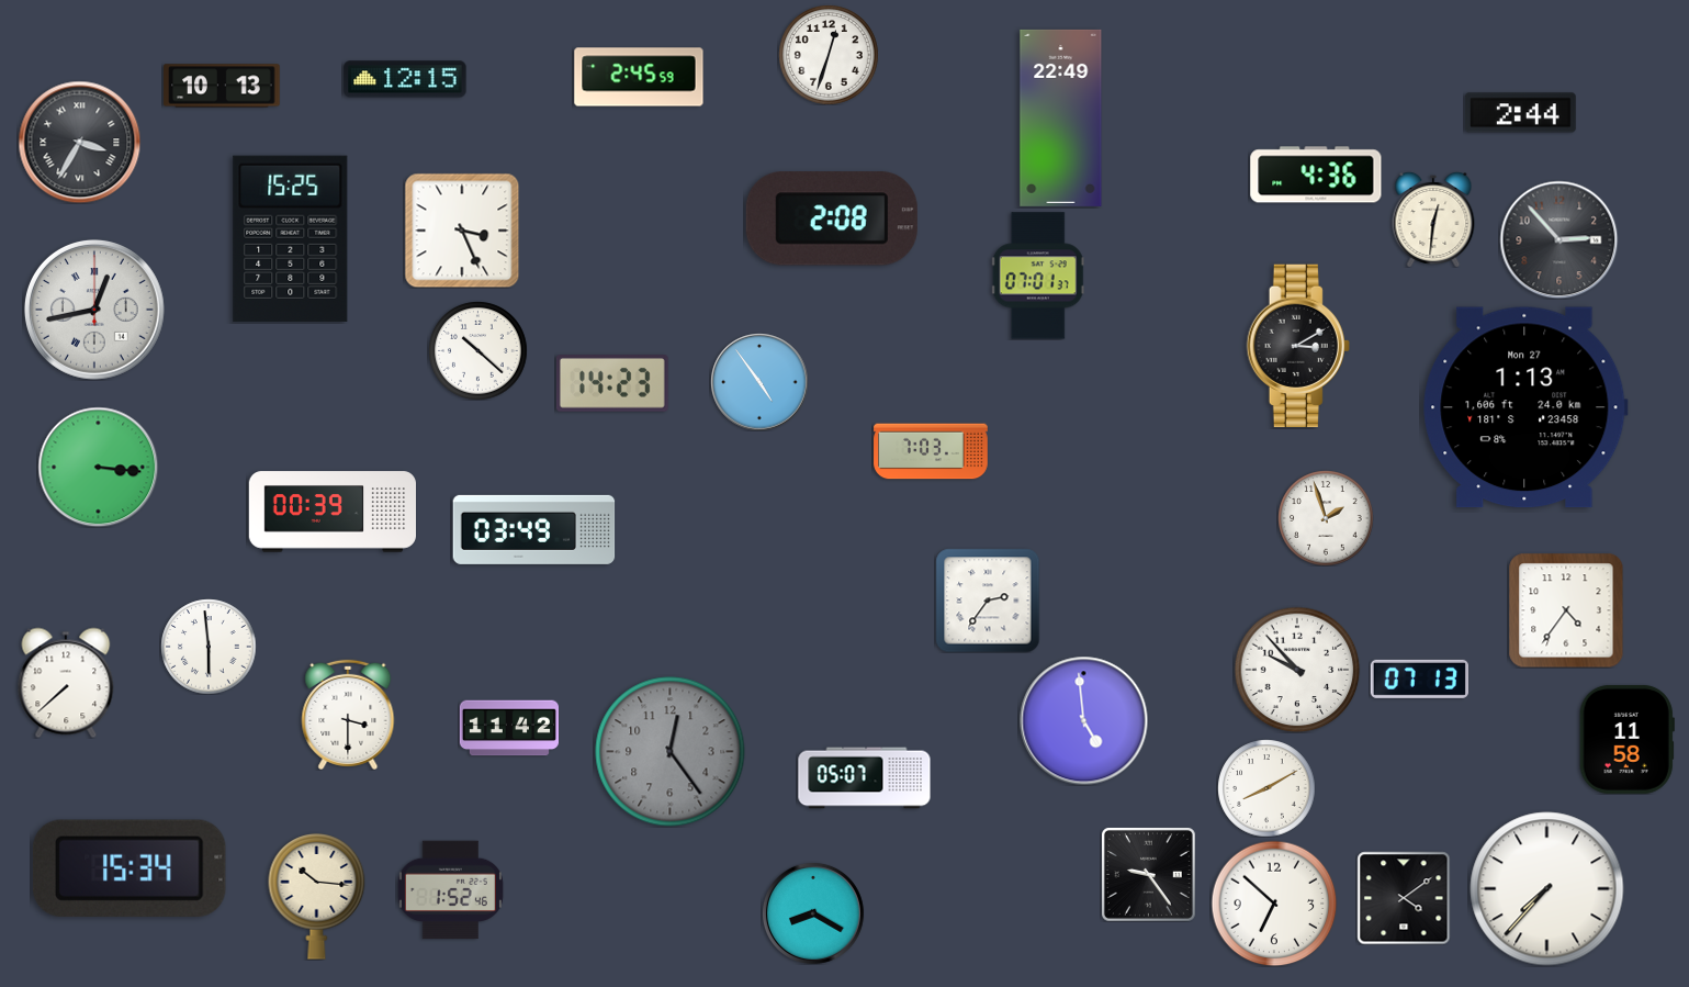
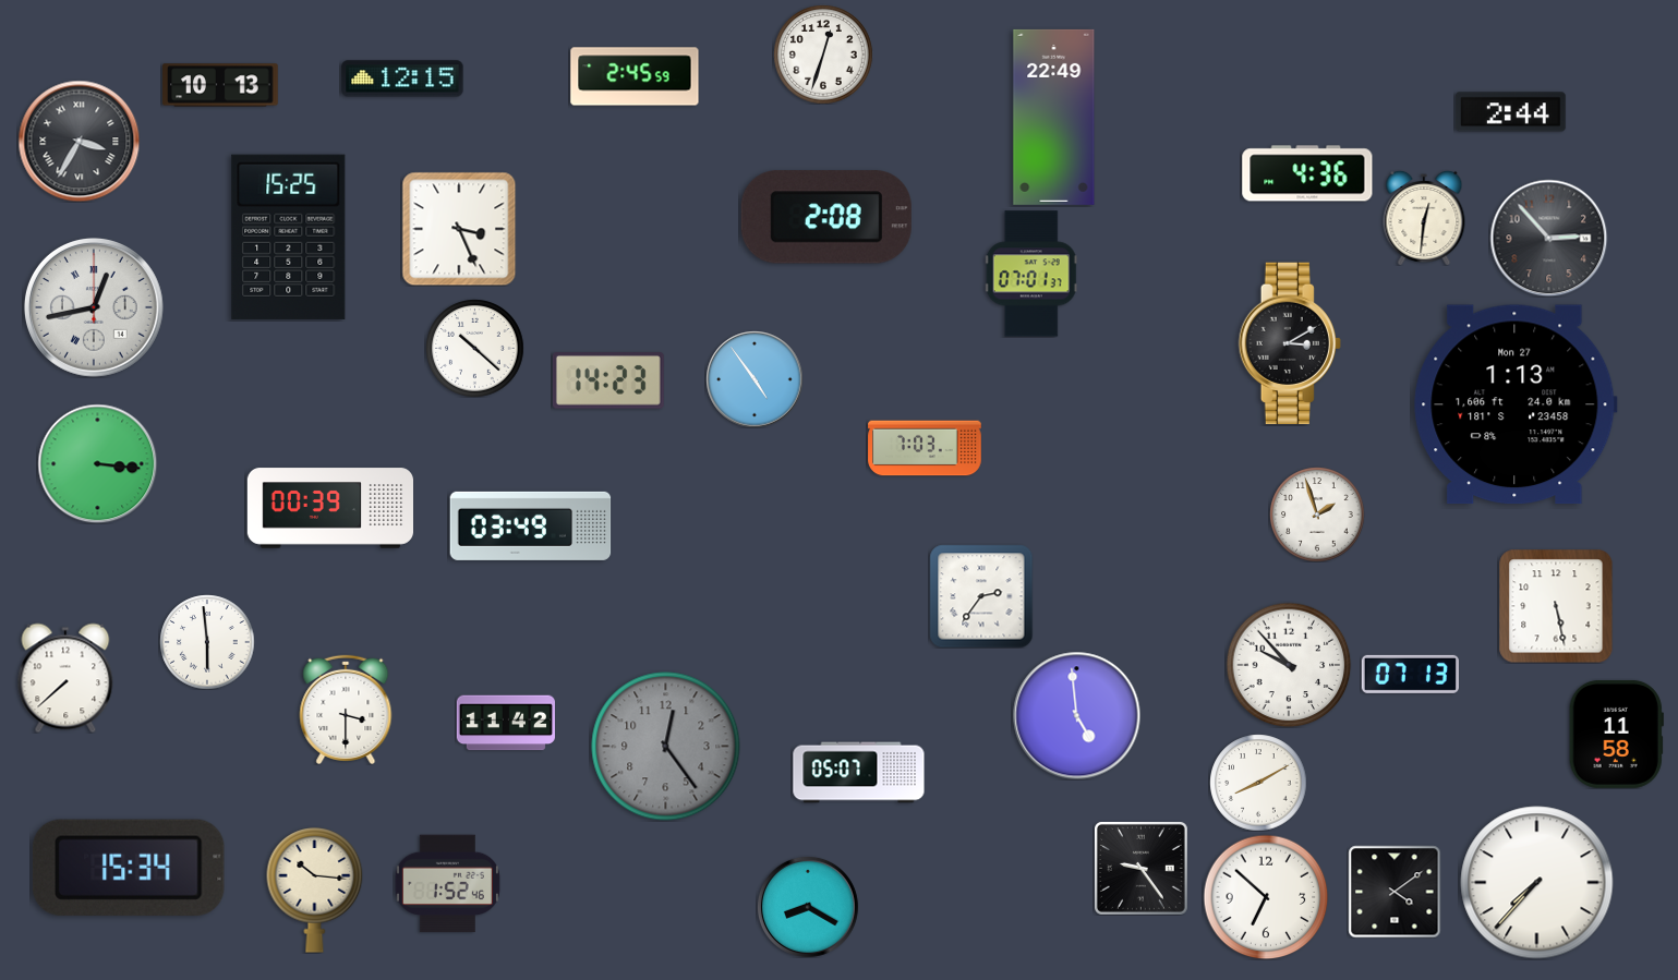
clock at (1566, 610): 4:36 -> 5:28
clock at (130, 868) position: (130, 868) -> (129, 868)
